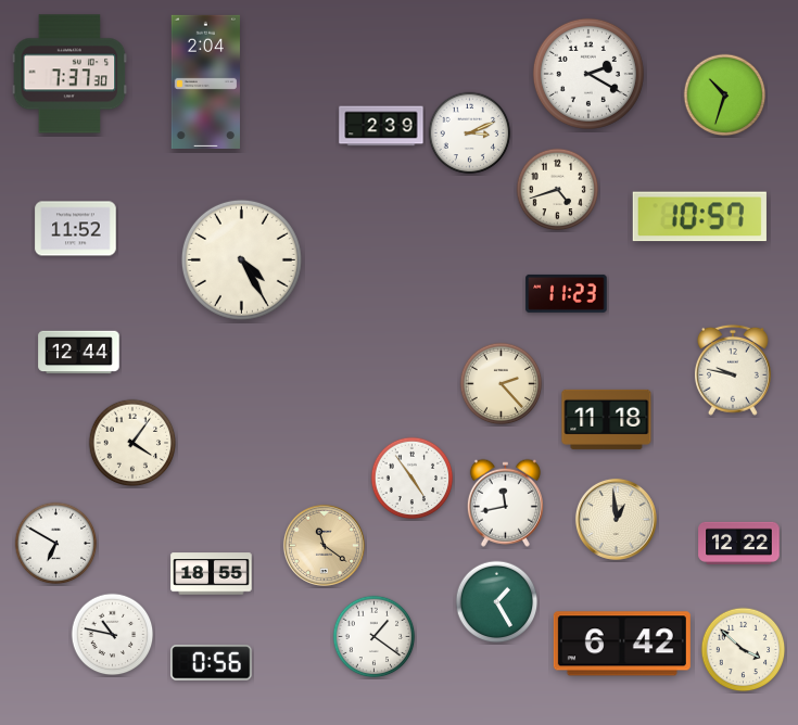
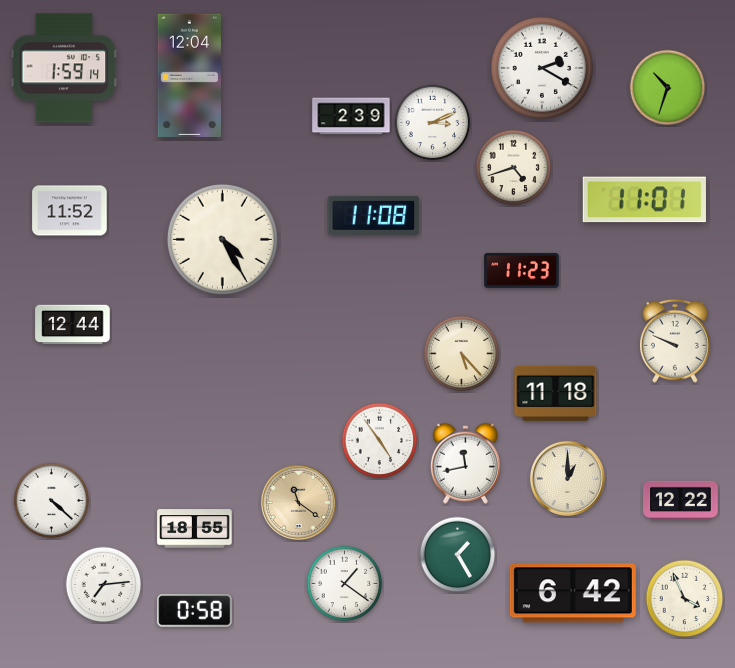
clock at (69, 74): 7:37 -> 1:59
clock at (205, 81): 2:04 -> 12:04
clock at (558, 190) position: (558, 190) -> (514, 168)
clock at (699, 217): 10:57 -> 11:01
clock at (374, 215): none -> 11:08
clock at (733, 370): 9:47 -> 9:49
clock at (502, 384): 2:23 -> 5:23
clock at (607, 419) position: (607, 419) -> (556, 393)
clock at (132, 443): 4:06 -> none
clock at (616, 519): 12:59 -> 1:00
clock at (56, 544): 6:50 -> 4:22
clock at (113, 635): 10:47 -> 7:14
clock at (375, 637) position: (375, 637) -> (345, 584)
clock at (744, 650): 3:52 -> 3:56
clock at (212, 663): 0:56 -> 0:58
